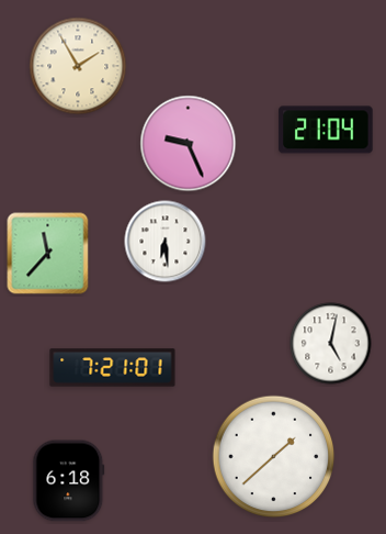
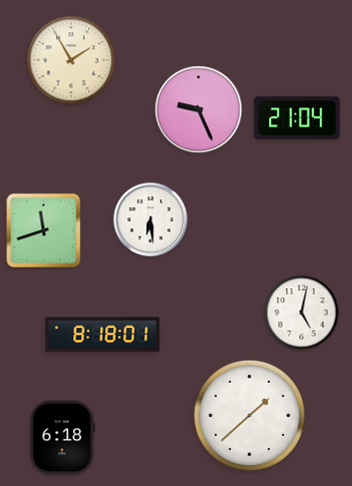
clock at (189, 144) position: (189, 144) -> (199, 110)
clock at (48, 254): 11:37 -> 11:42
clock at (113, 368): 7:21 -> 8:18
